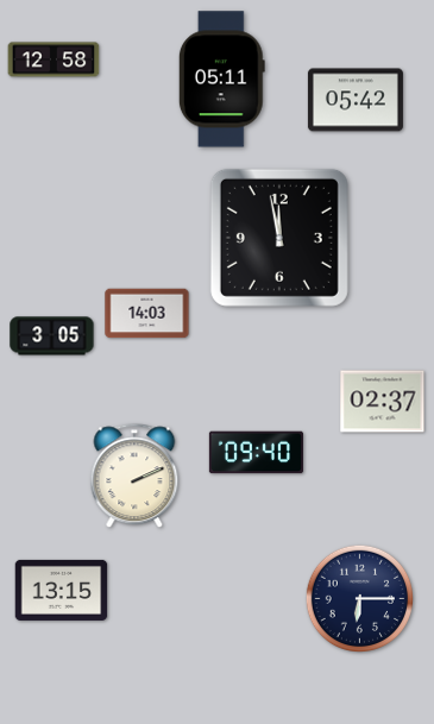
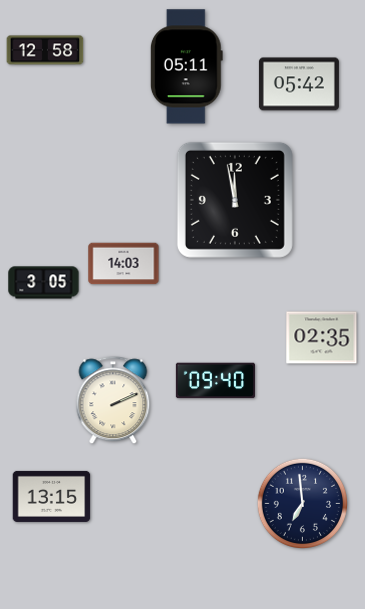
clock at (383, 402): 02:37 -> 02:35
clock at (359, 598): 6:15 -> 6:59
